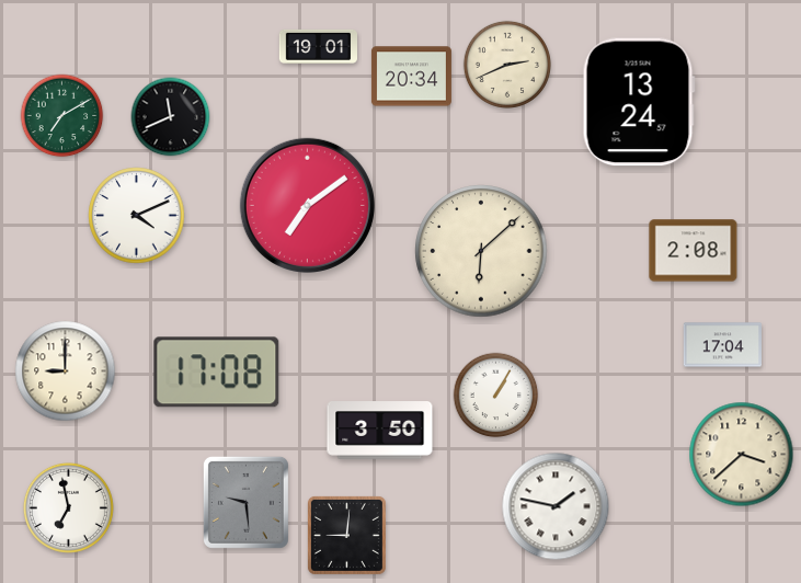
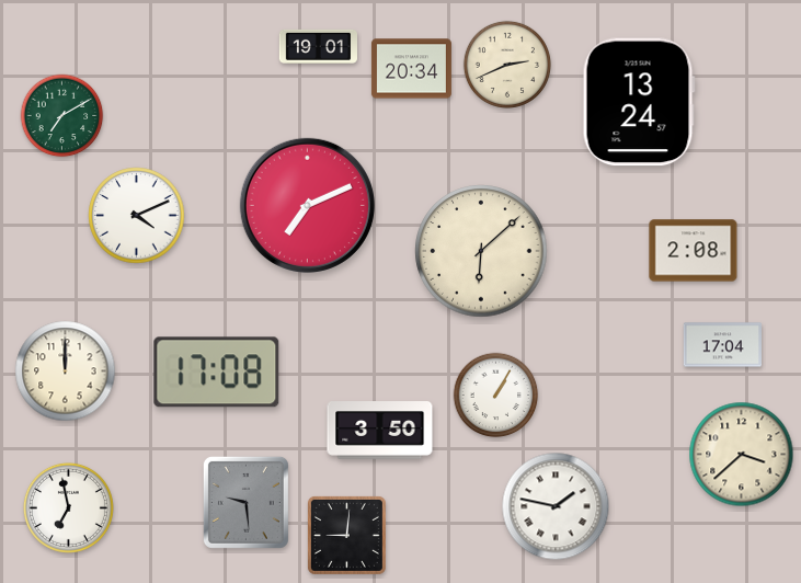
clock at (411, 77) position: (411, 77) -> (411, 69)
clock at (171, 117): 11:41 -> none
clock at (307, 205): 7:09 -> 7:11
clock at (66, 371): 9:00 -> 12:00
